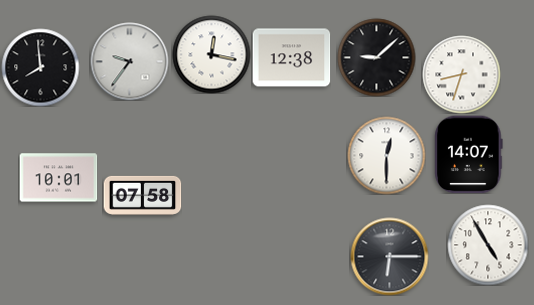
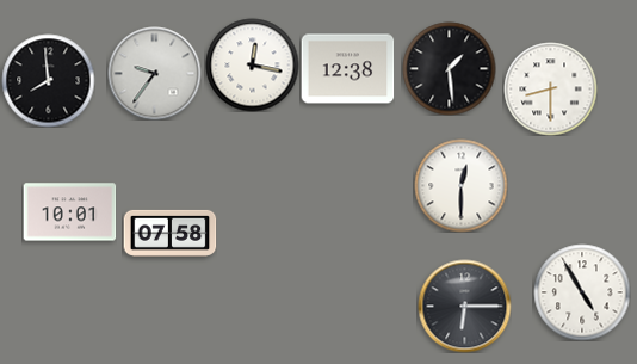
clock at (376, 57): 9:08 -> 1:29
clock at (461, 74): 8:33 -> 8:30
clock at (469, 154): 14:07 -> none
